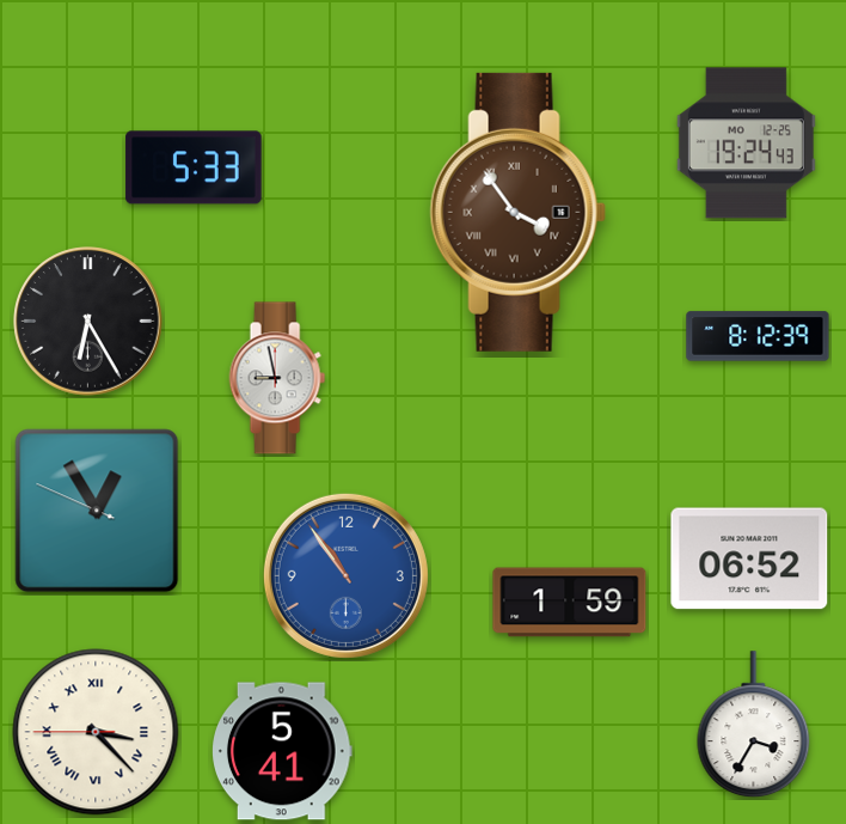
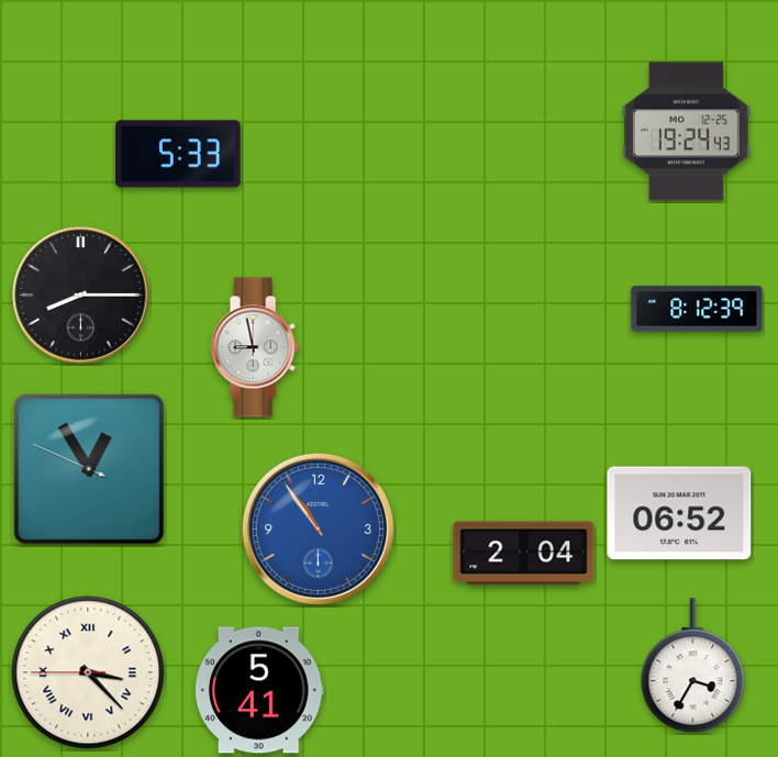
clock at (517, 212): 3:54 -> none
clock at (88, 322): 6:25 -> 8:15
clock at (749, 559) position: (749, 559) -> (679, 513)
clock at (570, 603): 1:59 -> 2:04
